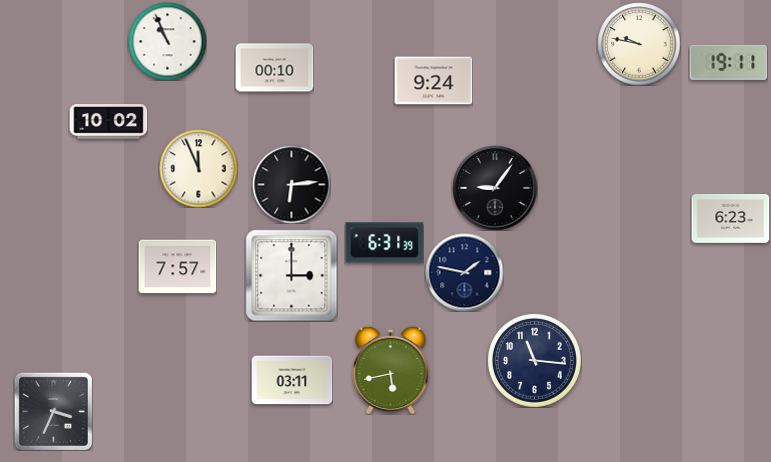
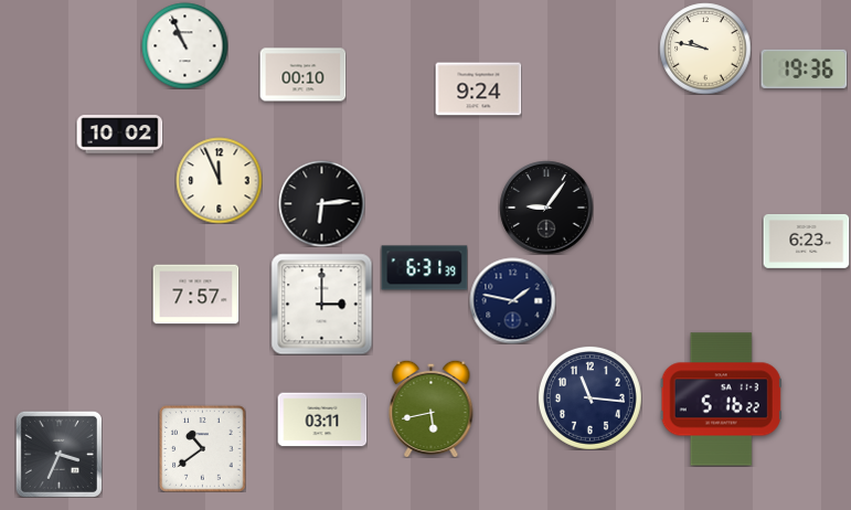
clock at (728, 62): 19:11 -> 19:36
clock at (198, 168) position: (198, 168) -> (219, 180)
clock at (721, 400): none -> 5:16
clock at (202, 448): none -> 10:39
